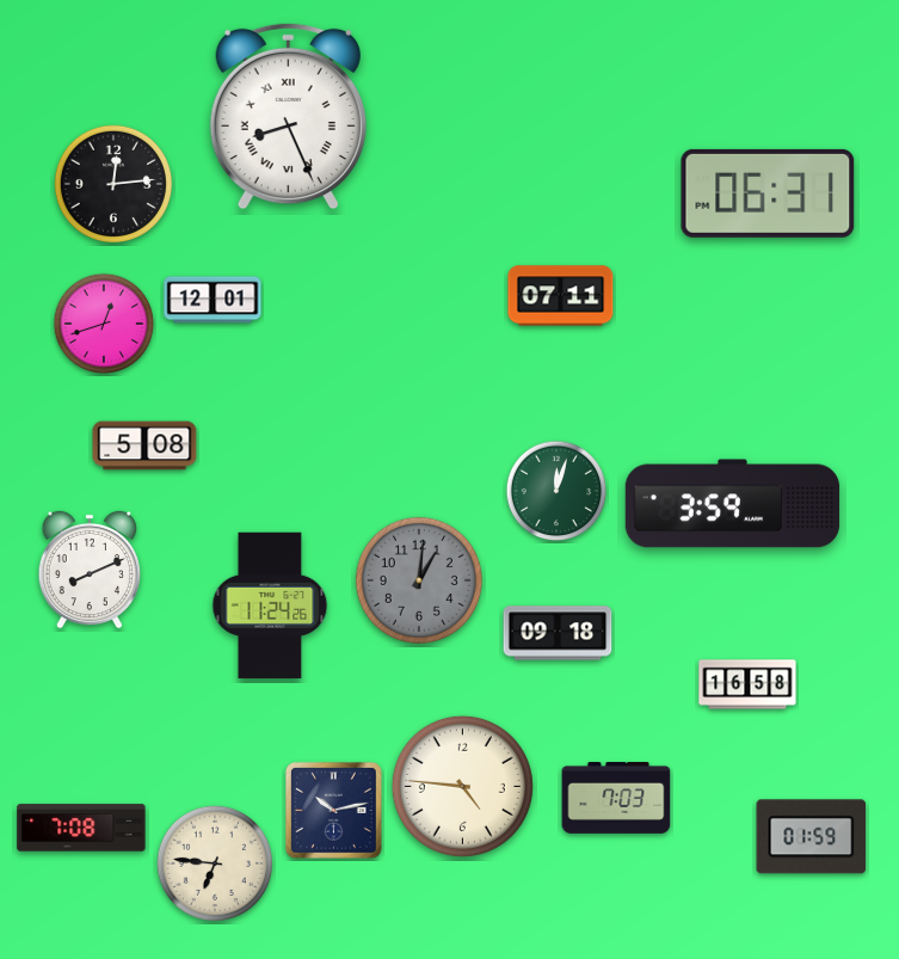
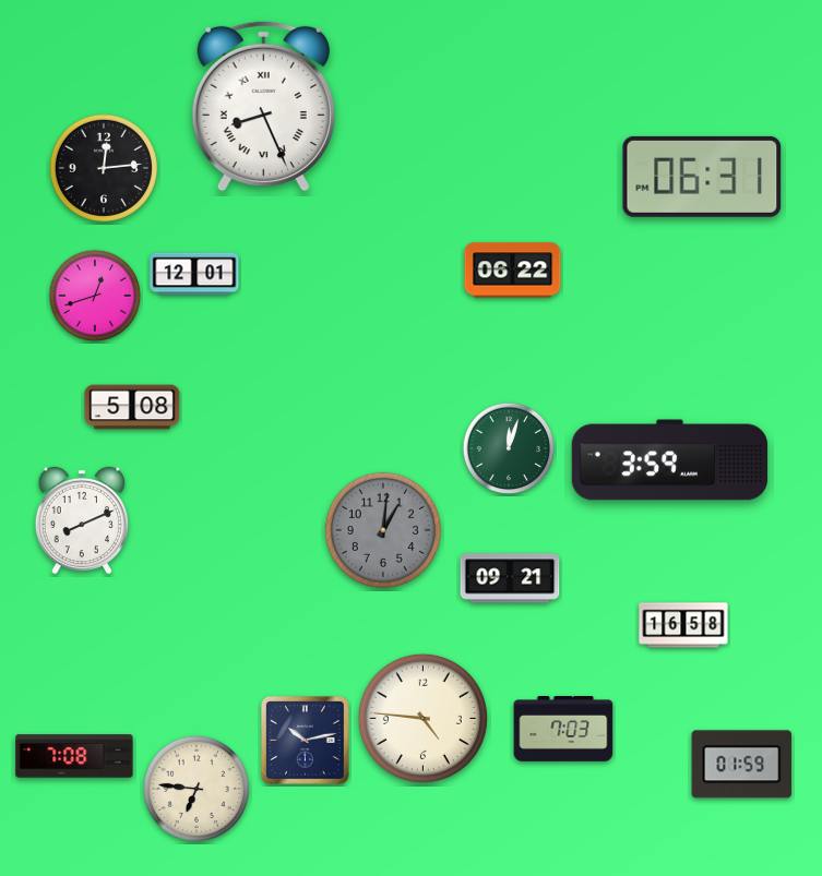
clock at (561, 296): 07:11 -> 06:22
clock at (270, 605): 11:24 -> none
clock at (558, 633): 09:18 -> 09:21
